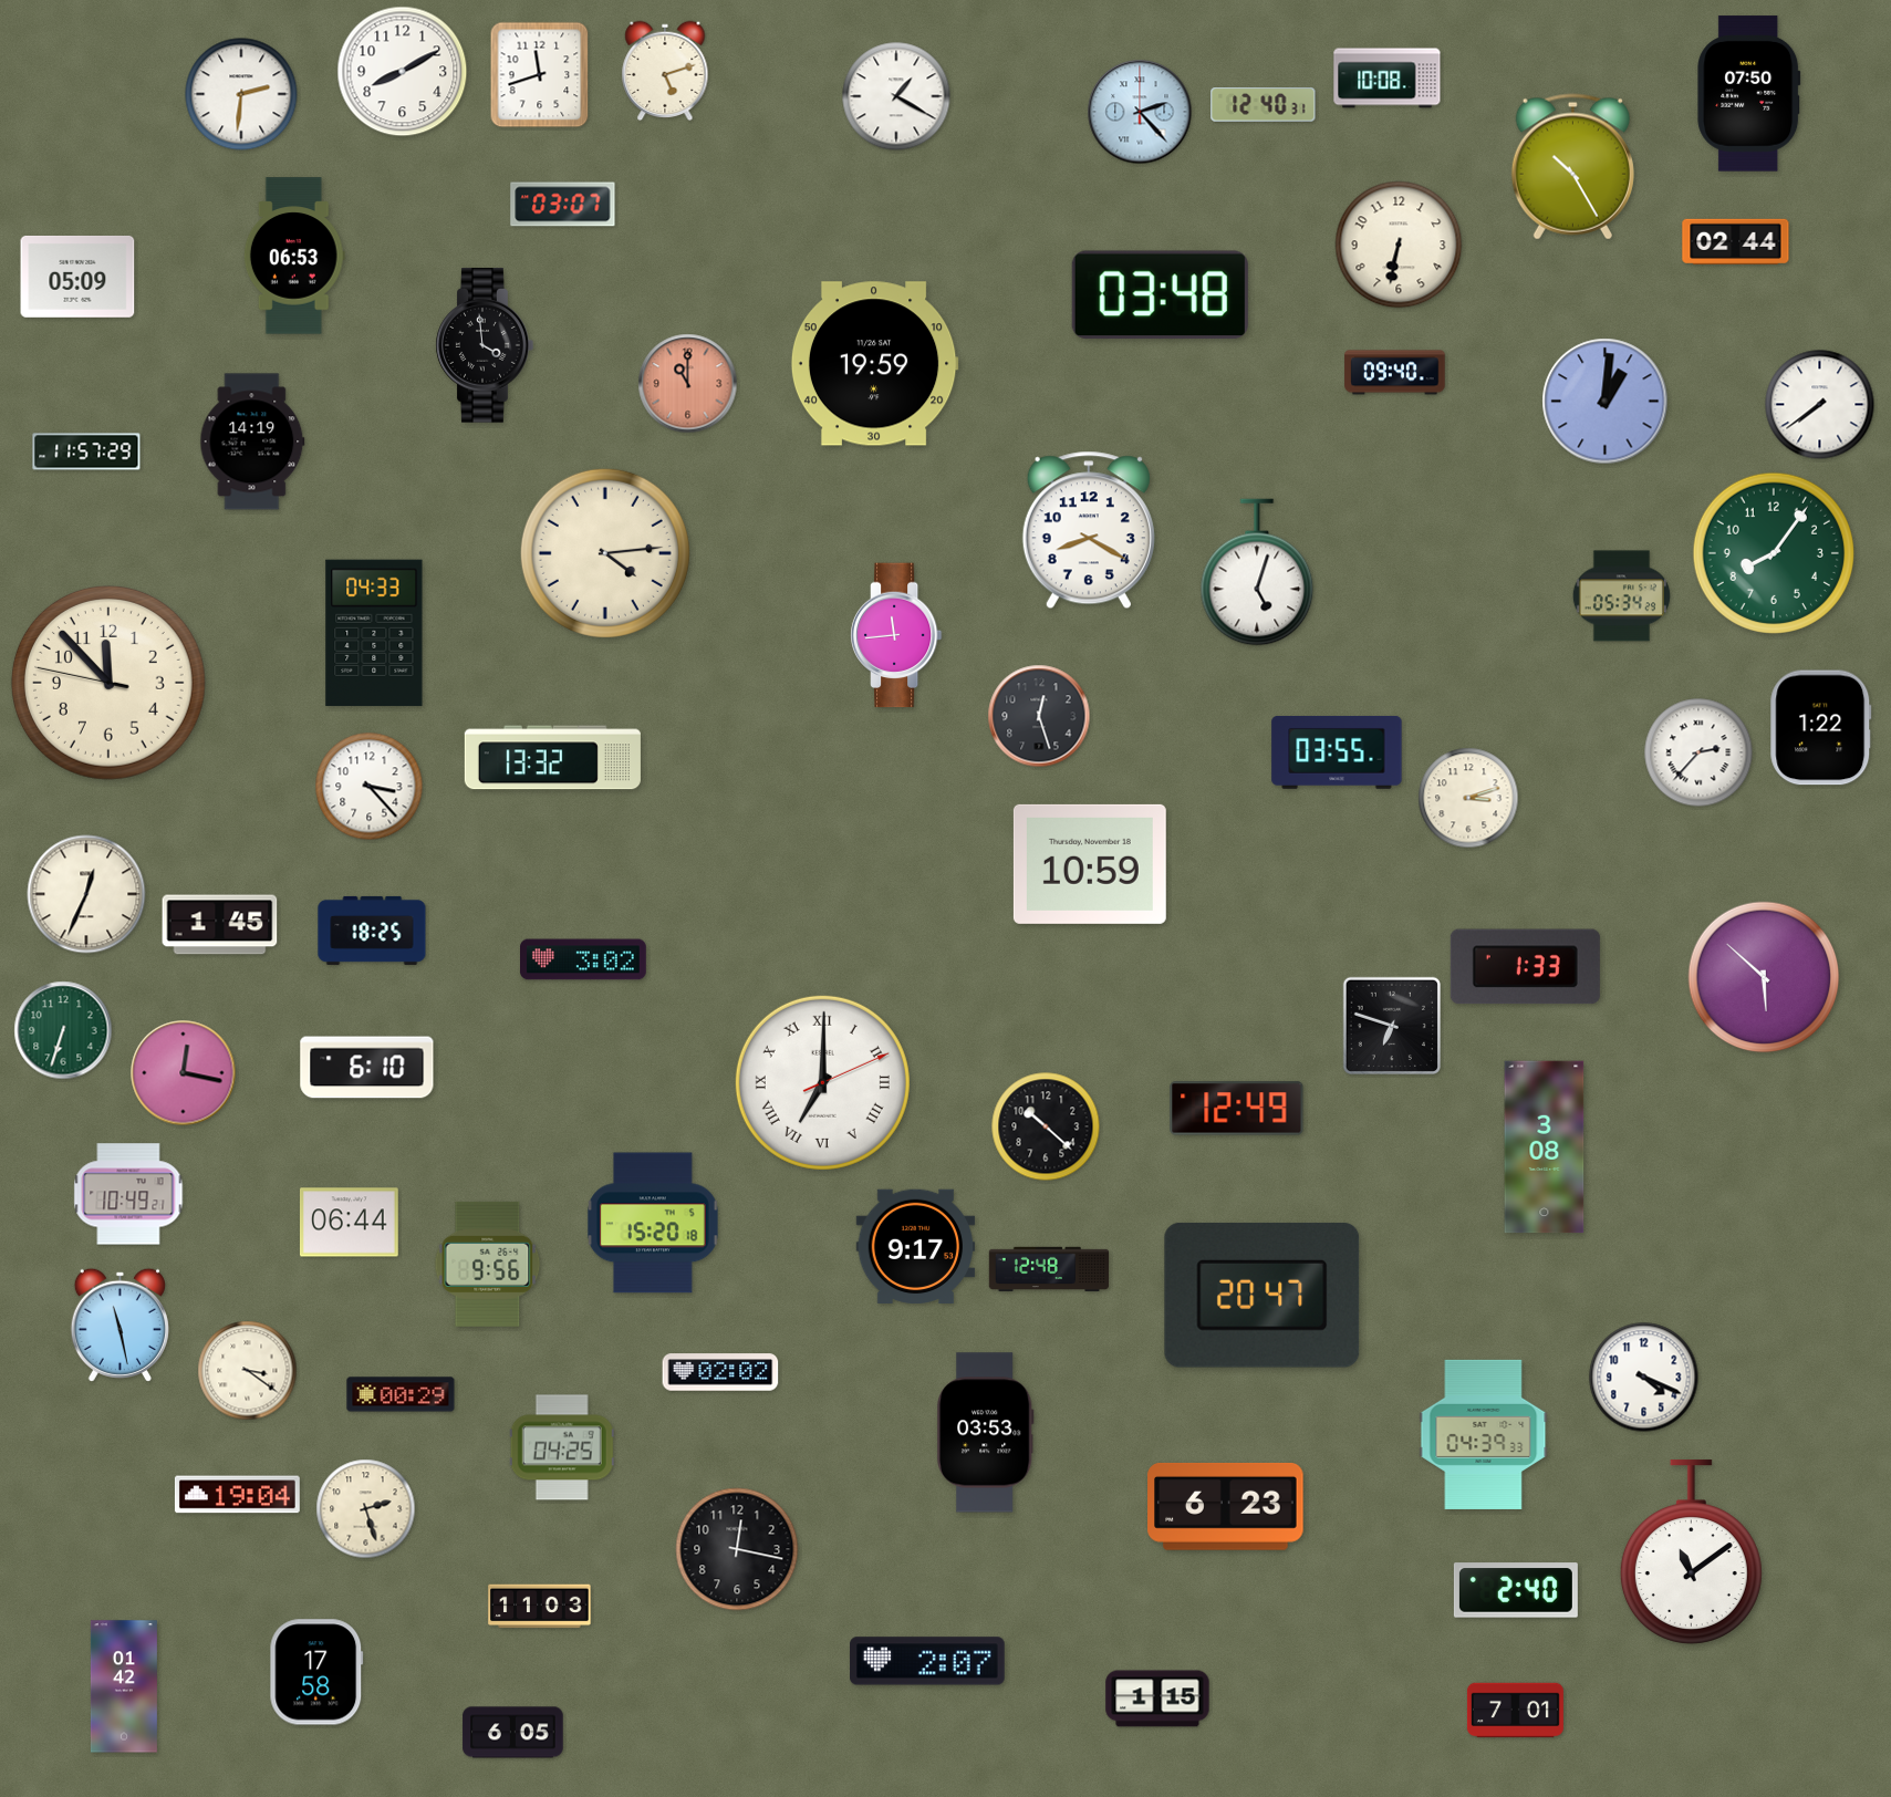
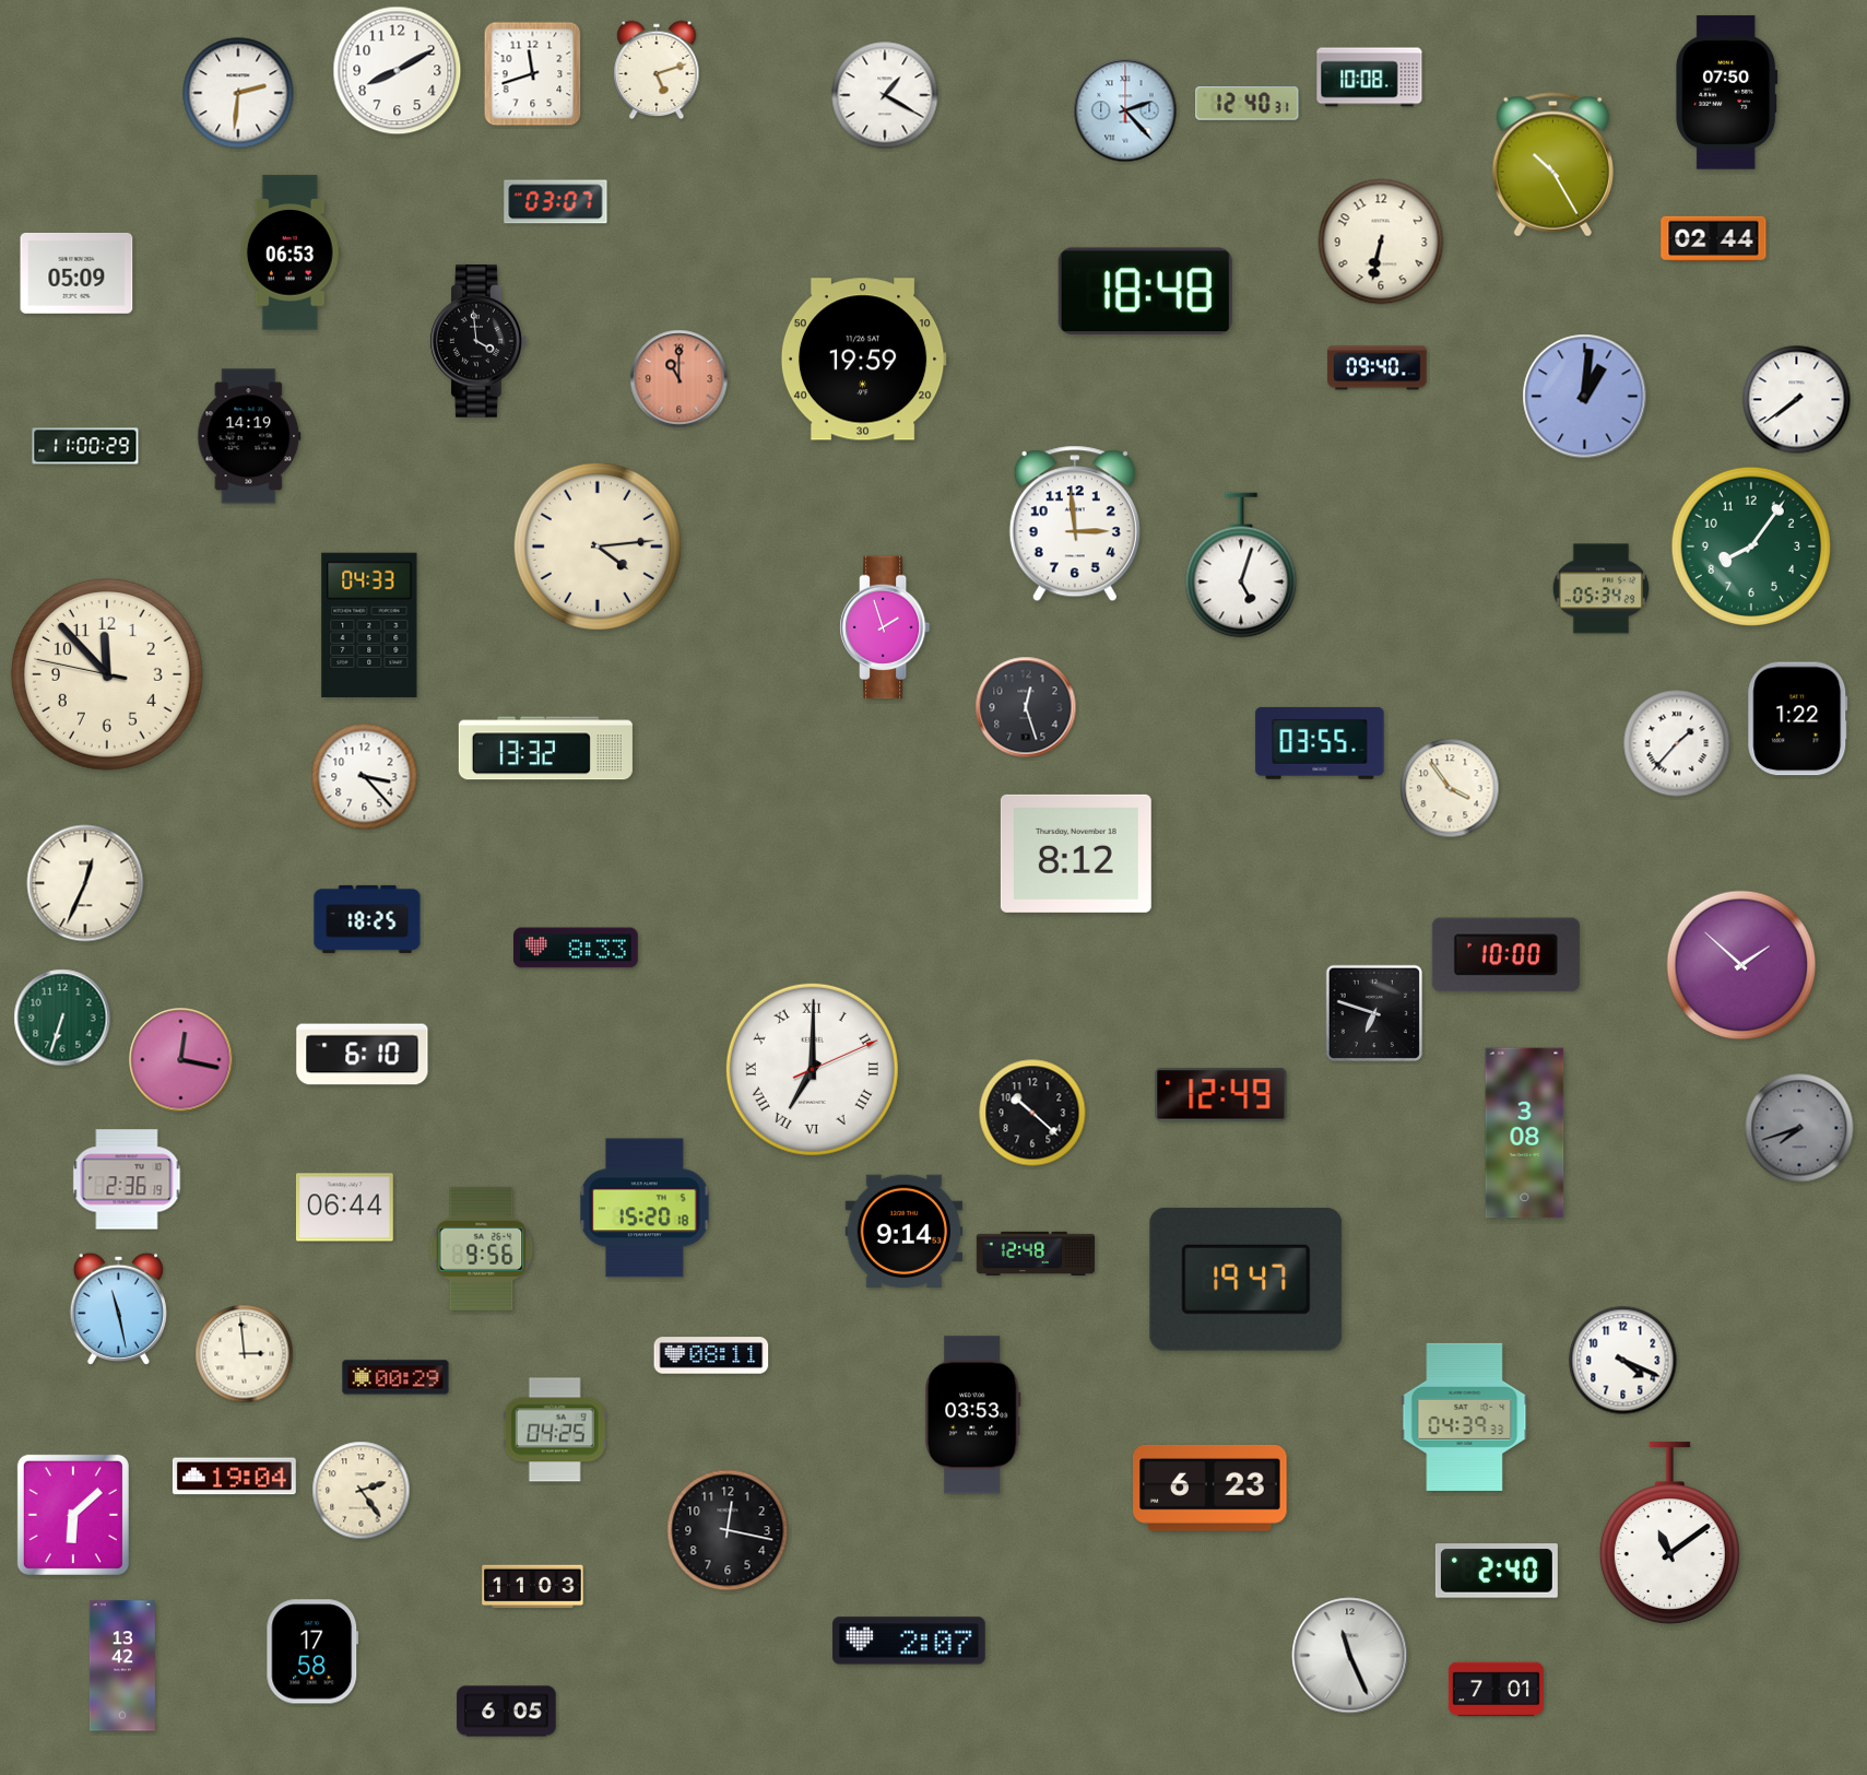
clock at (1160, 295): 03:48 -> 18:48
clock at (86, 451): 11:57 -> 11:00
clock at (1089, 530): 8:20 -> 2:59
clock at (896, 635): 11:44 -> 1:57
clock at (1698, 752): 2:37 -> 1:37
clock at (1468, 798): 3:12 -> 3:54
clock at (1090, 864): 10:59 -> 8:12
clock at (220, 925): 1:45 -> none
clock at (584, 959): 3:02 -> 8:33
clock at (1525, 967): 1:33 -> 10:00
clock at (1764, 977): 5:52 -> 1:52
clock at (1799, 1128): none -> 7:42
clock at (128, 1194): 10:49 -> 2:36
clock at (916, 1247): 9:17 -> 9:14
clock at (1263, 1295): 20:47 -> 19:47
clock at (248, 1371): 3:21 -> 2:59
clock at (720, 1372): 02:02 -> 08:11
clock at (366, 1509): 2:27 -> 2:24
clock at (73, 1515): none -> 6:08
clock at (927, 1661) position: (927, 1661) -> (909, 1641)
clock at (1350, 1656): none -> 11:26
clock at (124, 1686): 01:42 -> 13:42
clock at (1157, 1699): 1:15 -> none
